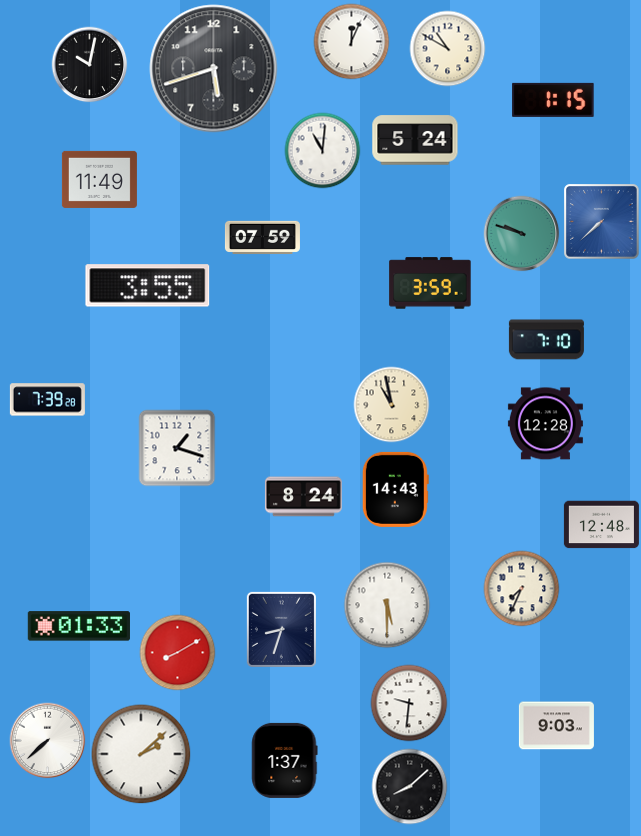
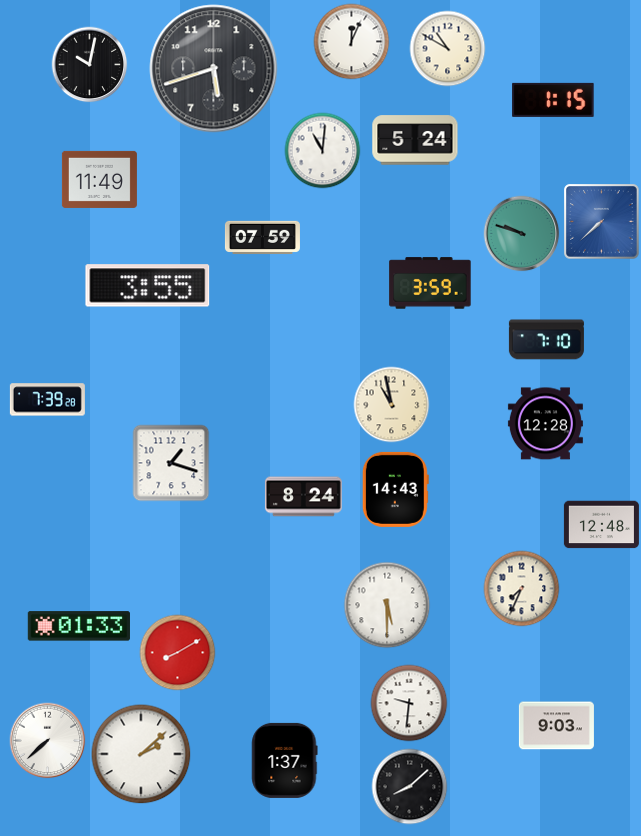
clock at (177, 448) position: (177, 448) -> (171, 463)
clock at (281, 629): 8:33 -> none
